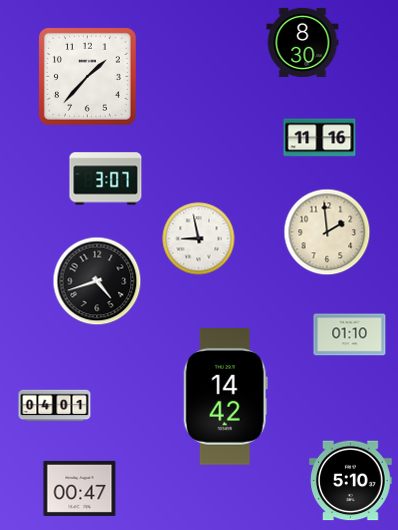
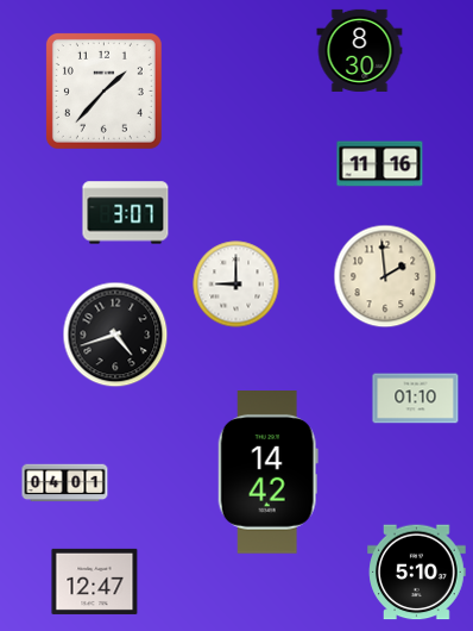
clock at (327, 232) position: (327, 232) -> (385, 276)
clock at (199, 239): 8:58 -> 9:00
clock at (80, 488): 00:47 -> 12:47
